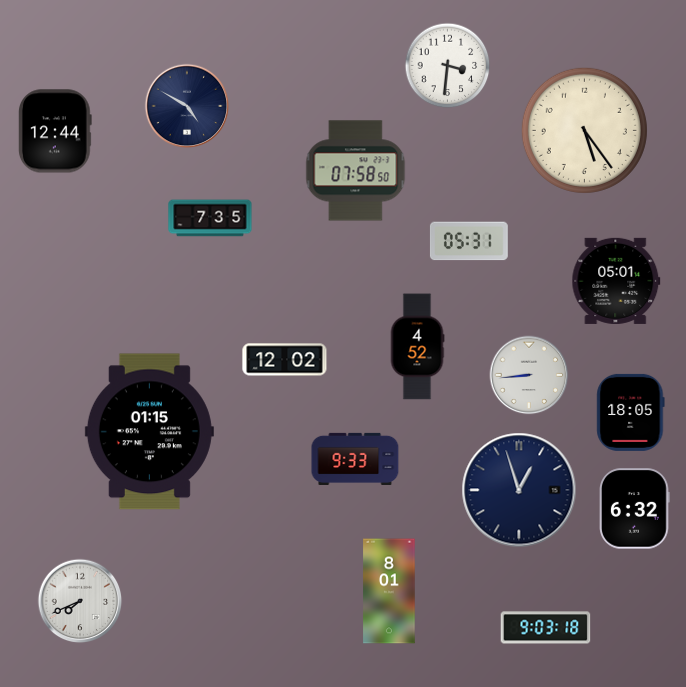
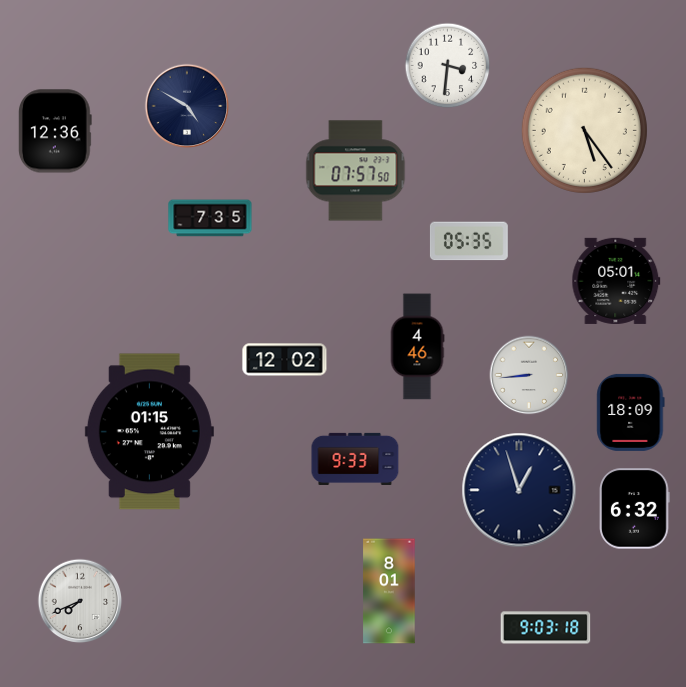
clock at (55, 131): 12:44 -> 12:36
clock at (356, 171): 07:58 -> 07:57
clock at (469, 241): 05:31 -> 05:35
clock at (417, 347): 4:52 -> 4:46
clock at (631, 412): 18:05 -> 18:09
